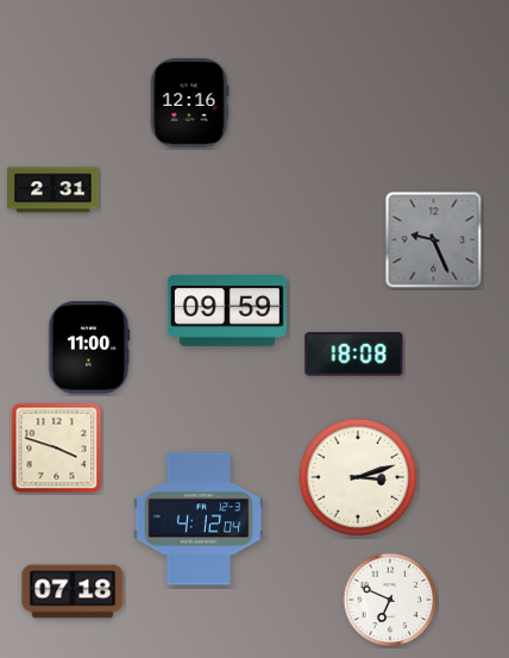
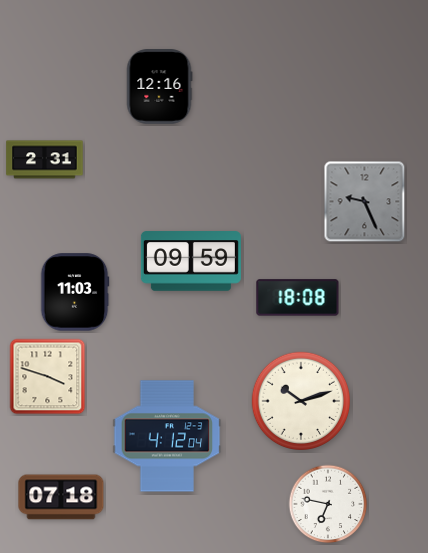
clock at (89, 347): 11:00 -> 11:03
clock at (357, 476): 3:12 -> 10:12
clock at (390, 600): 6:49 -> 6:47
